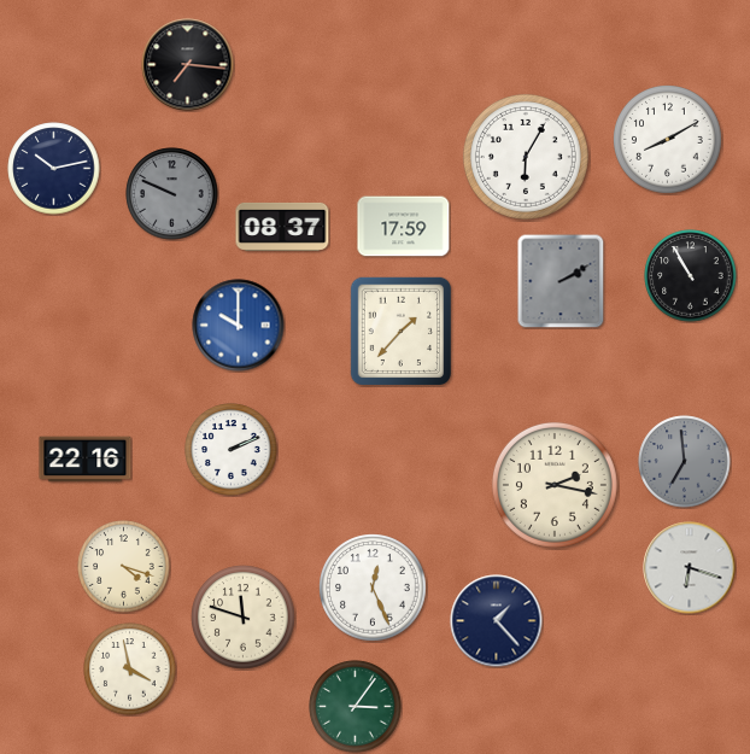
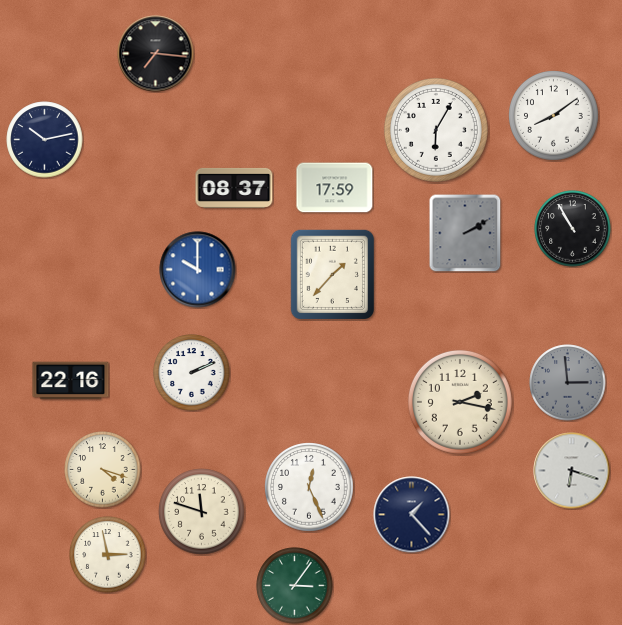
clock at (668, 140): 8:10 -> 8:09
clock at (172, 194): 9:49 -> none
clock at (685, 462): 6:59 -> 2:59
clock at (130, 670): 3:58 -> 2:58
